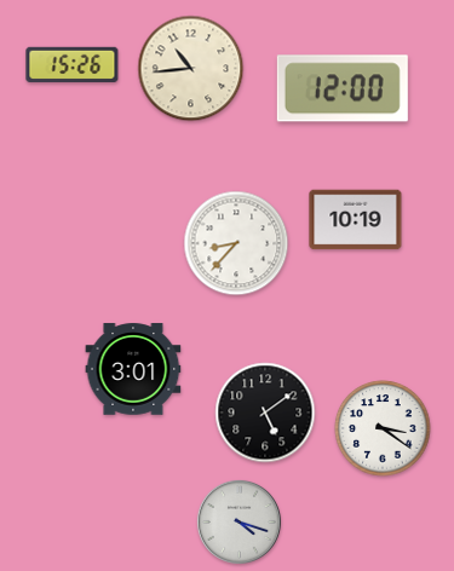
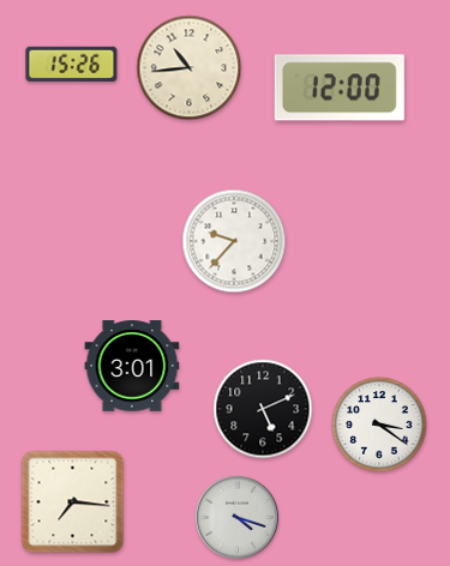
clock at (356, 220): 10:19 -> none
clock at (236, 243): 8:37 -> 9:37
clock at (265, 413): 5:09 -> 5:11
clock at (73, 502): none -> 7:16
